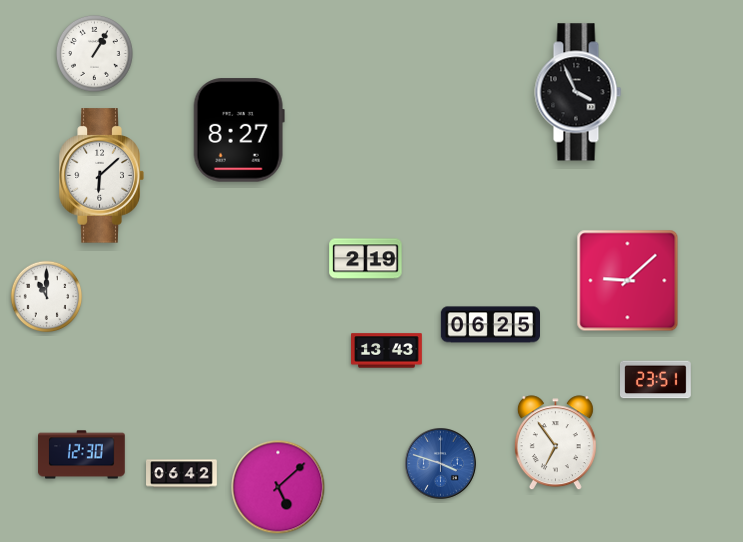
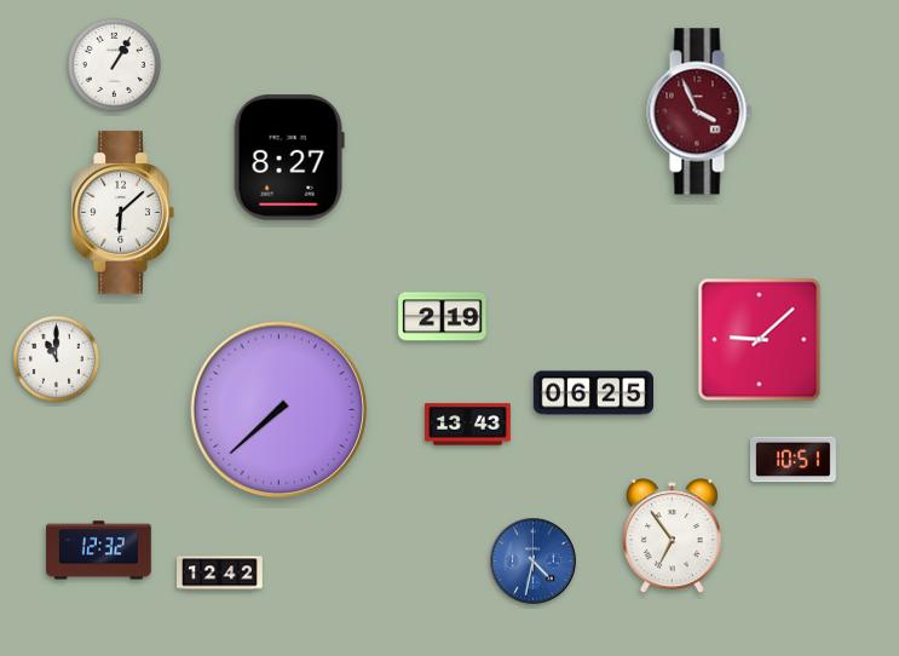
clock at (578, 92) dial: black -> burgundy
clock at (366, 259) position: (366, 259) -> (443, 317)
clock at (280, 410): none -> 7:38
clock at (656, 380): 23:51 -> 10:51
clock at (82, 455): 12:30 -> 12:32
clock at (441, 464): 3:48 -> 4:32
clock at (182, 474): 06:42 -> 12:42
clock at (278, 487): 5:08 -> none
